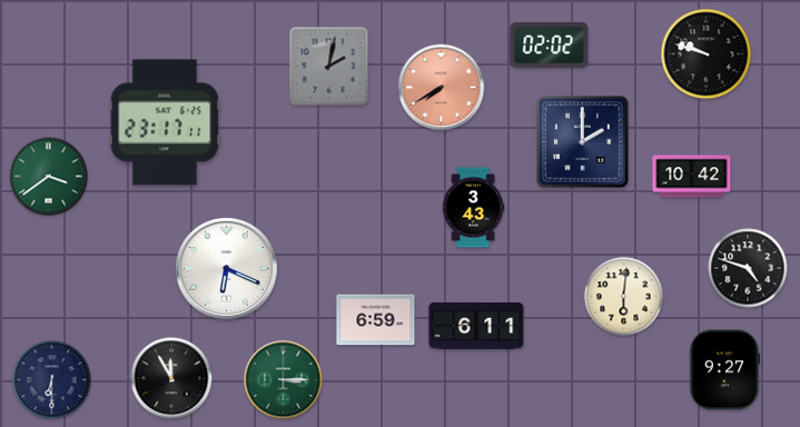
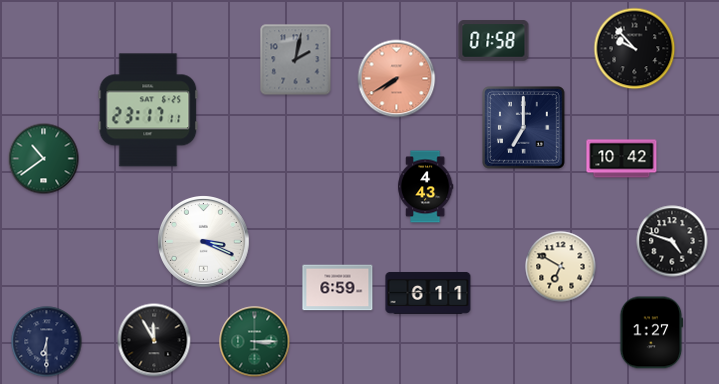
clock at (550, 46): 02:02 -> 01:58
clock at (707, 54): 9:48 -> 9:53
clock at (583, 142): 2:00 -> 7:00
clock at (49, 177): 3:39 -> 10:39
clock at (473, 208): 3:43 -> 4:43
clock at (227, 269): 6:19 -> 3:19
clock at (624, 297): 6:01 -> 6:50
clock at (725, 370): 9:27 -> 1:27
